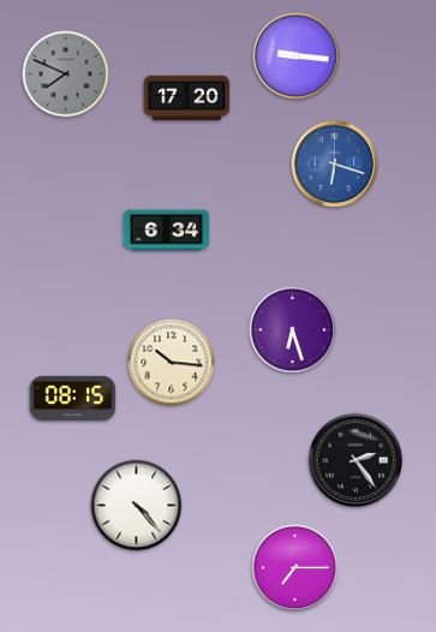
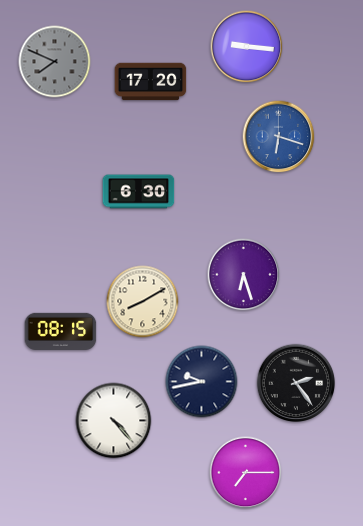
clock at (187, 99) position: (187, 99) -> (151, 82)
clock at (167, 231): 6:34 -> 6:30
clock at (172, 363): 10:16 -> 8:10
clock at (202, 382): none -> 9:43
